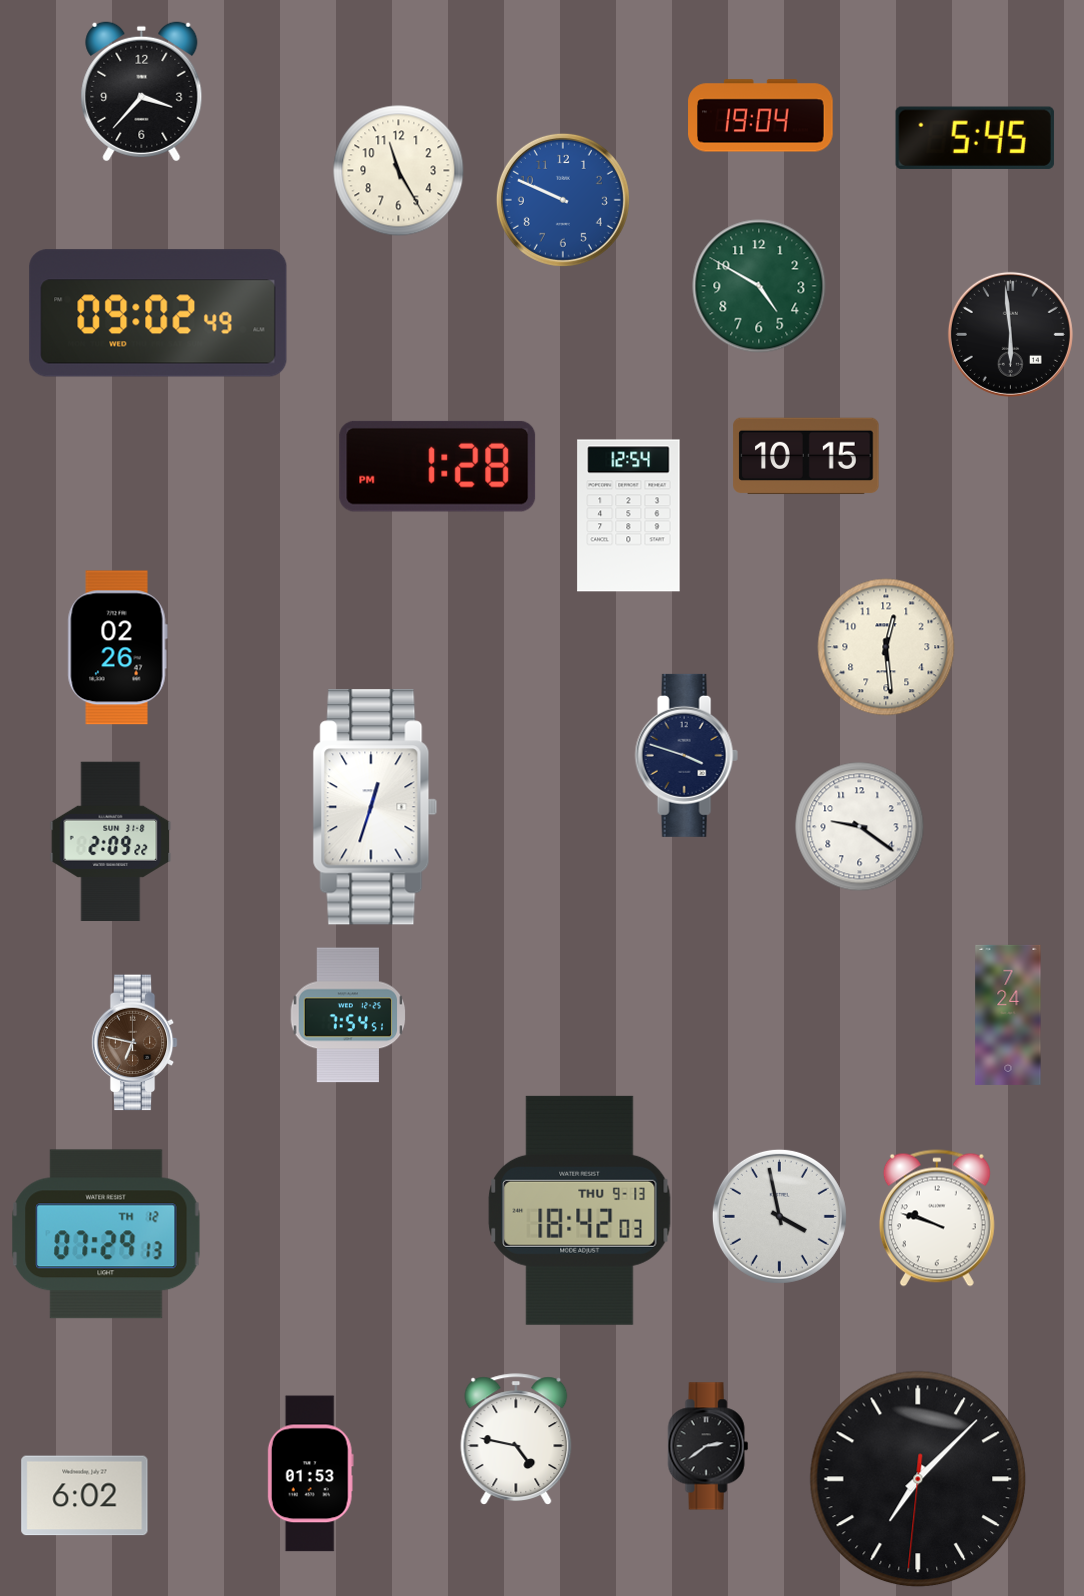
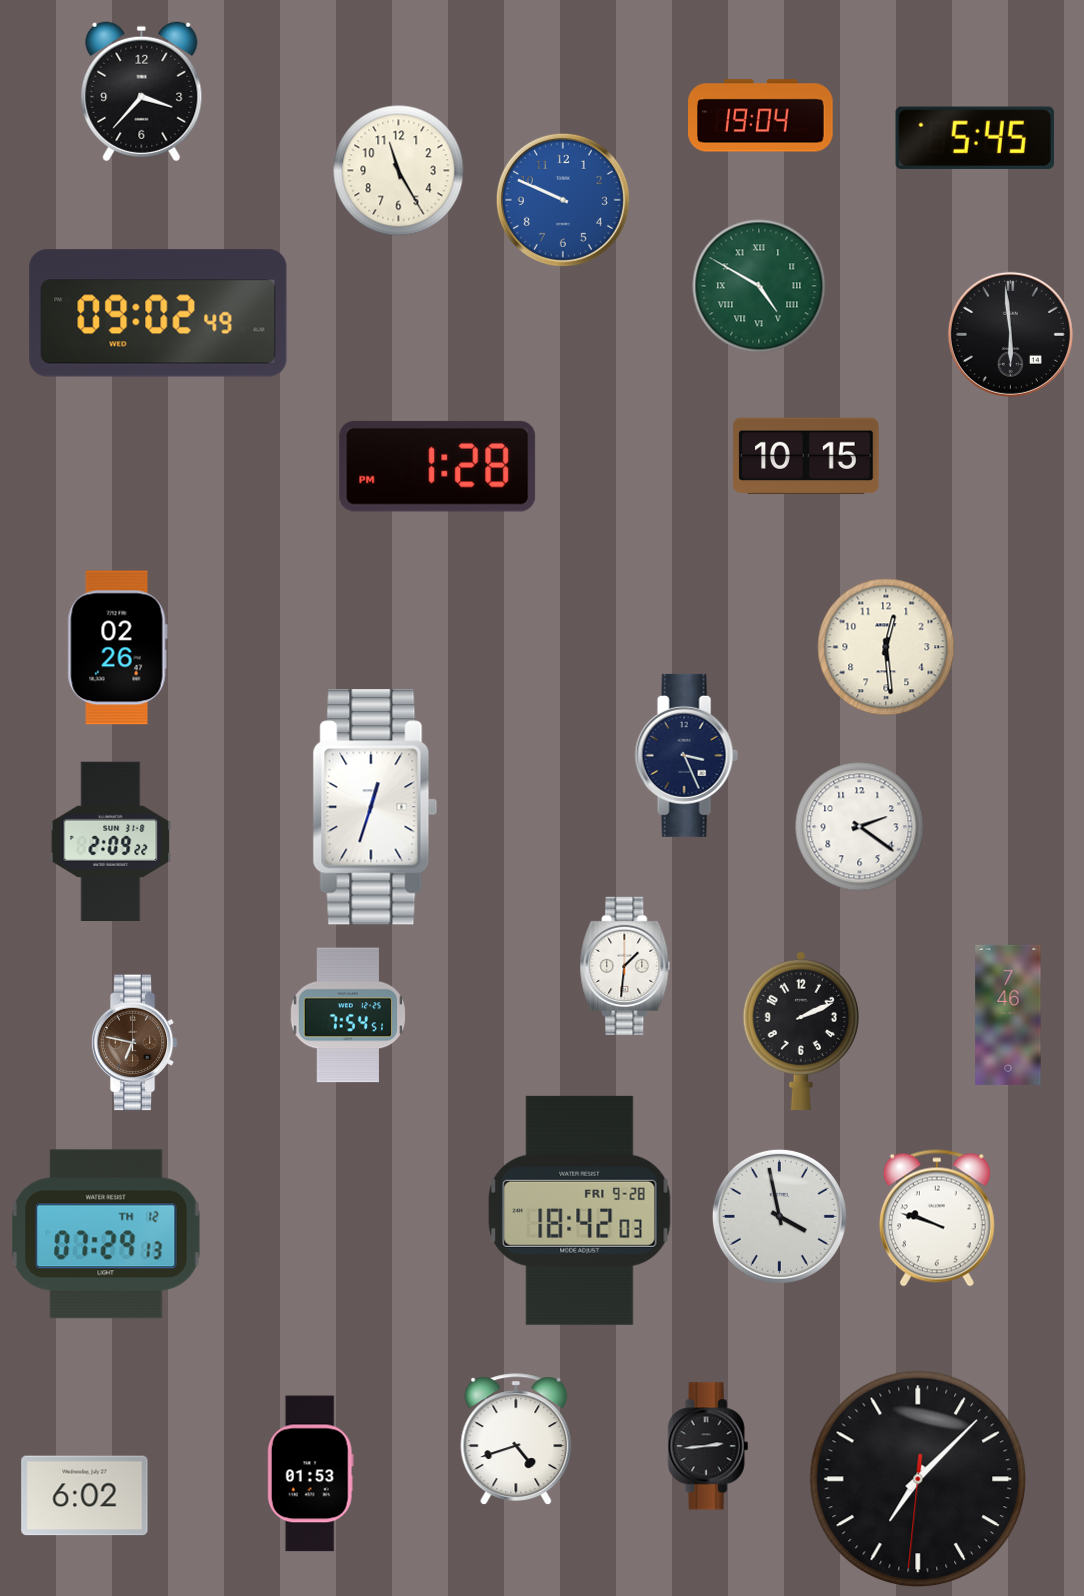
clock at (759, 286) numerals: Arabic -> Roman
clock at (629, 516): 12:54 -> none
clock at (686, 755): 3:48 -> 3:26
clock at (860, 827): 9:21 -> 2:21
clock at (625, 966): none -> 1:31
clock at (1008, 1015): 7:24 -> 7:46
clock at (801, 1031): none -> 2:11
clock at (580, 1210) date: THU 9-13 -> FRI 9-28
clock at (516, 1439): 4:47 -> 4:42
clock at (708, 1446): 2:39 -> 2:44
